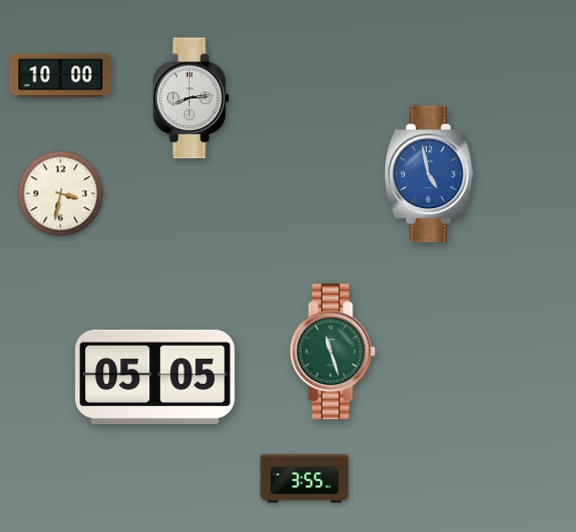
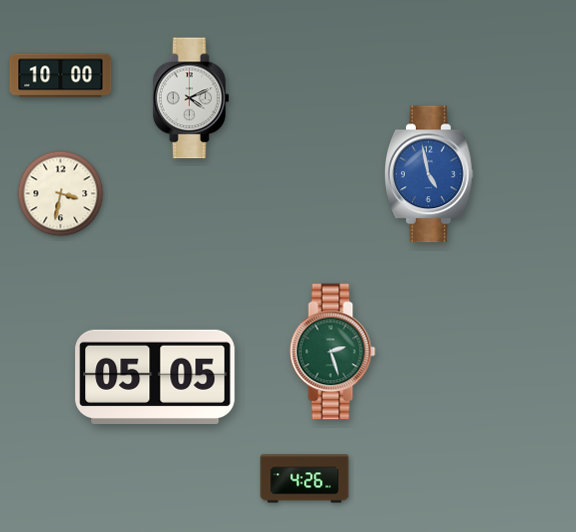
clock at (191, 98): 8:14 -> 4:11
clock at (333, 352): 11:27 -> 2:27
clock at (305, 479): 3:55 -> 4:26
